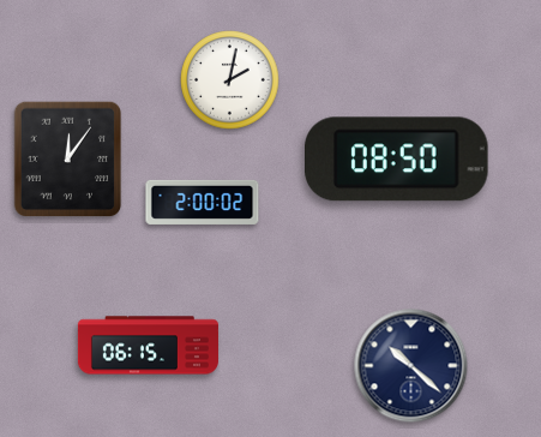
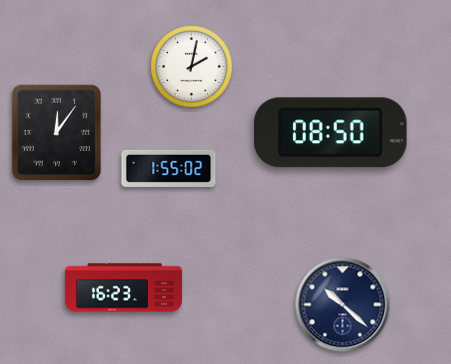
clock at (203, 202): 2:00 -> 1:55
clock at (148, 346): 06:15 -> 16:23
